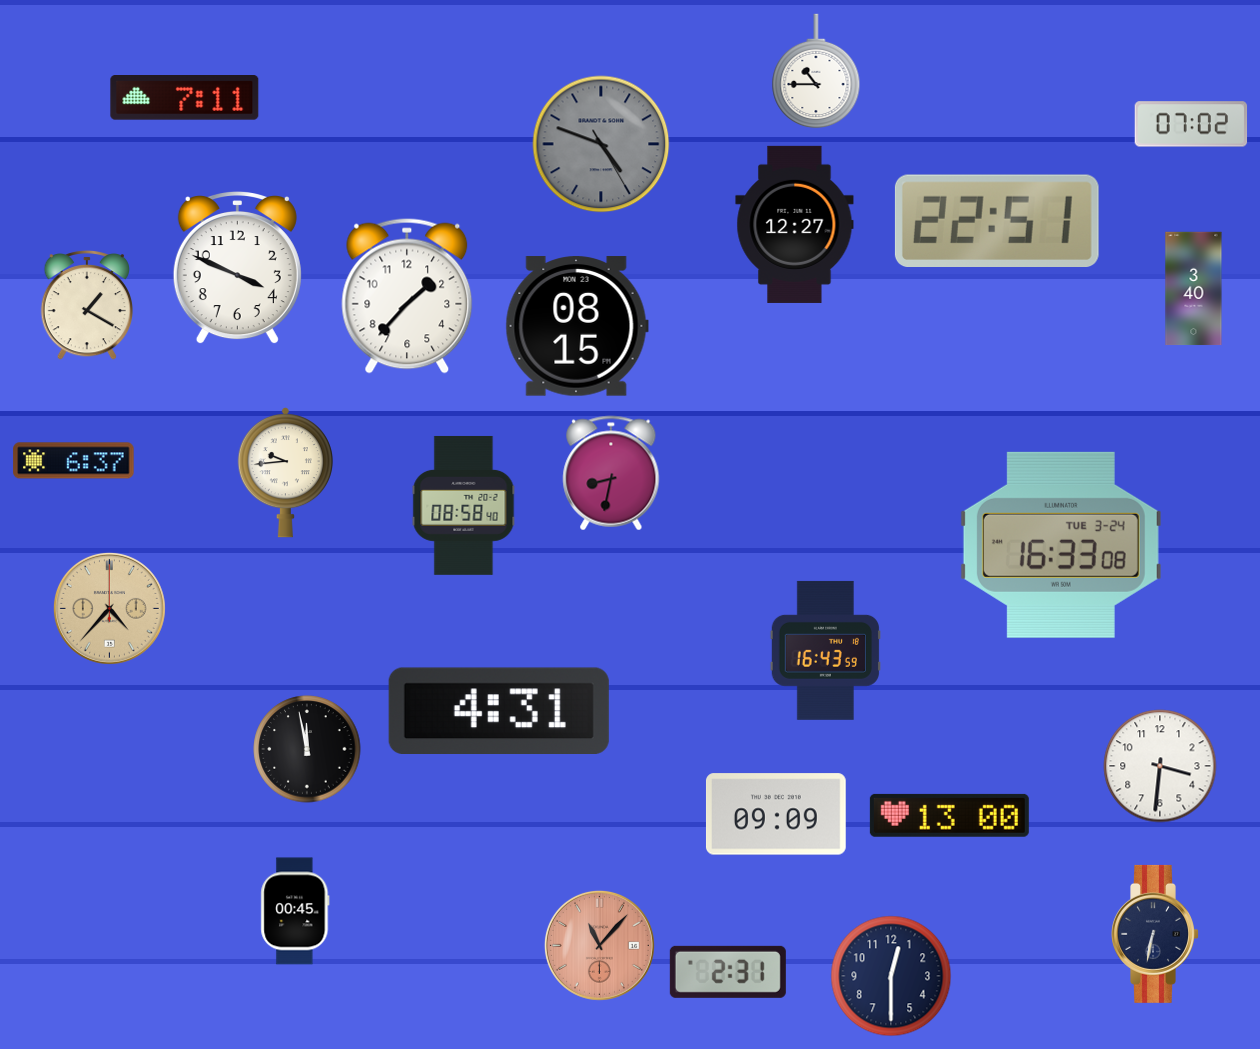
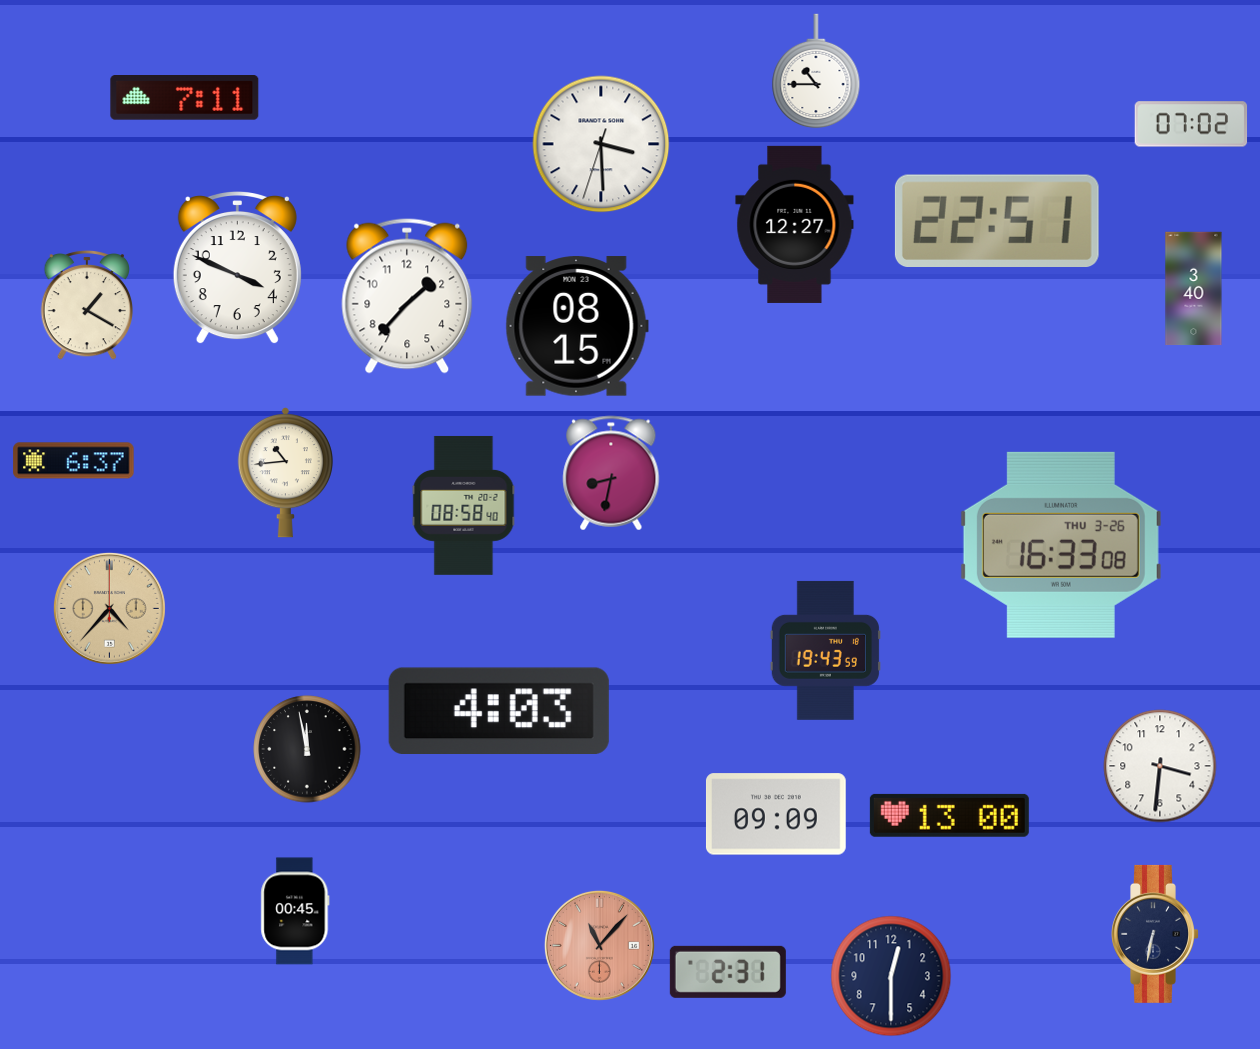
clock at (601, 144): 4:48 -> 3:29
clock at (601, 144) dial: grey -> white
clock at (285, 472): 9:44 -> 10:44
clock at (1061, 545) date: TUE 3-24 -> THU 3-26
clock at (825, 650): 16:43 -> 19:43
clock at (499, 711): 4:31 -> 4:03
